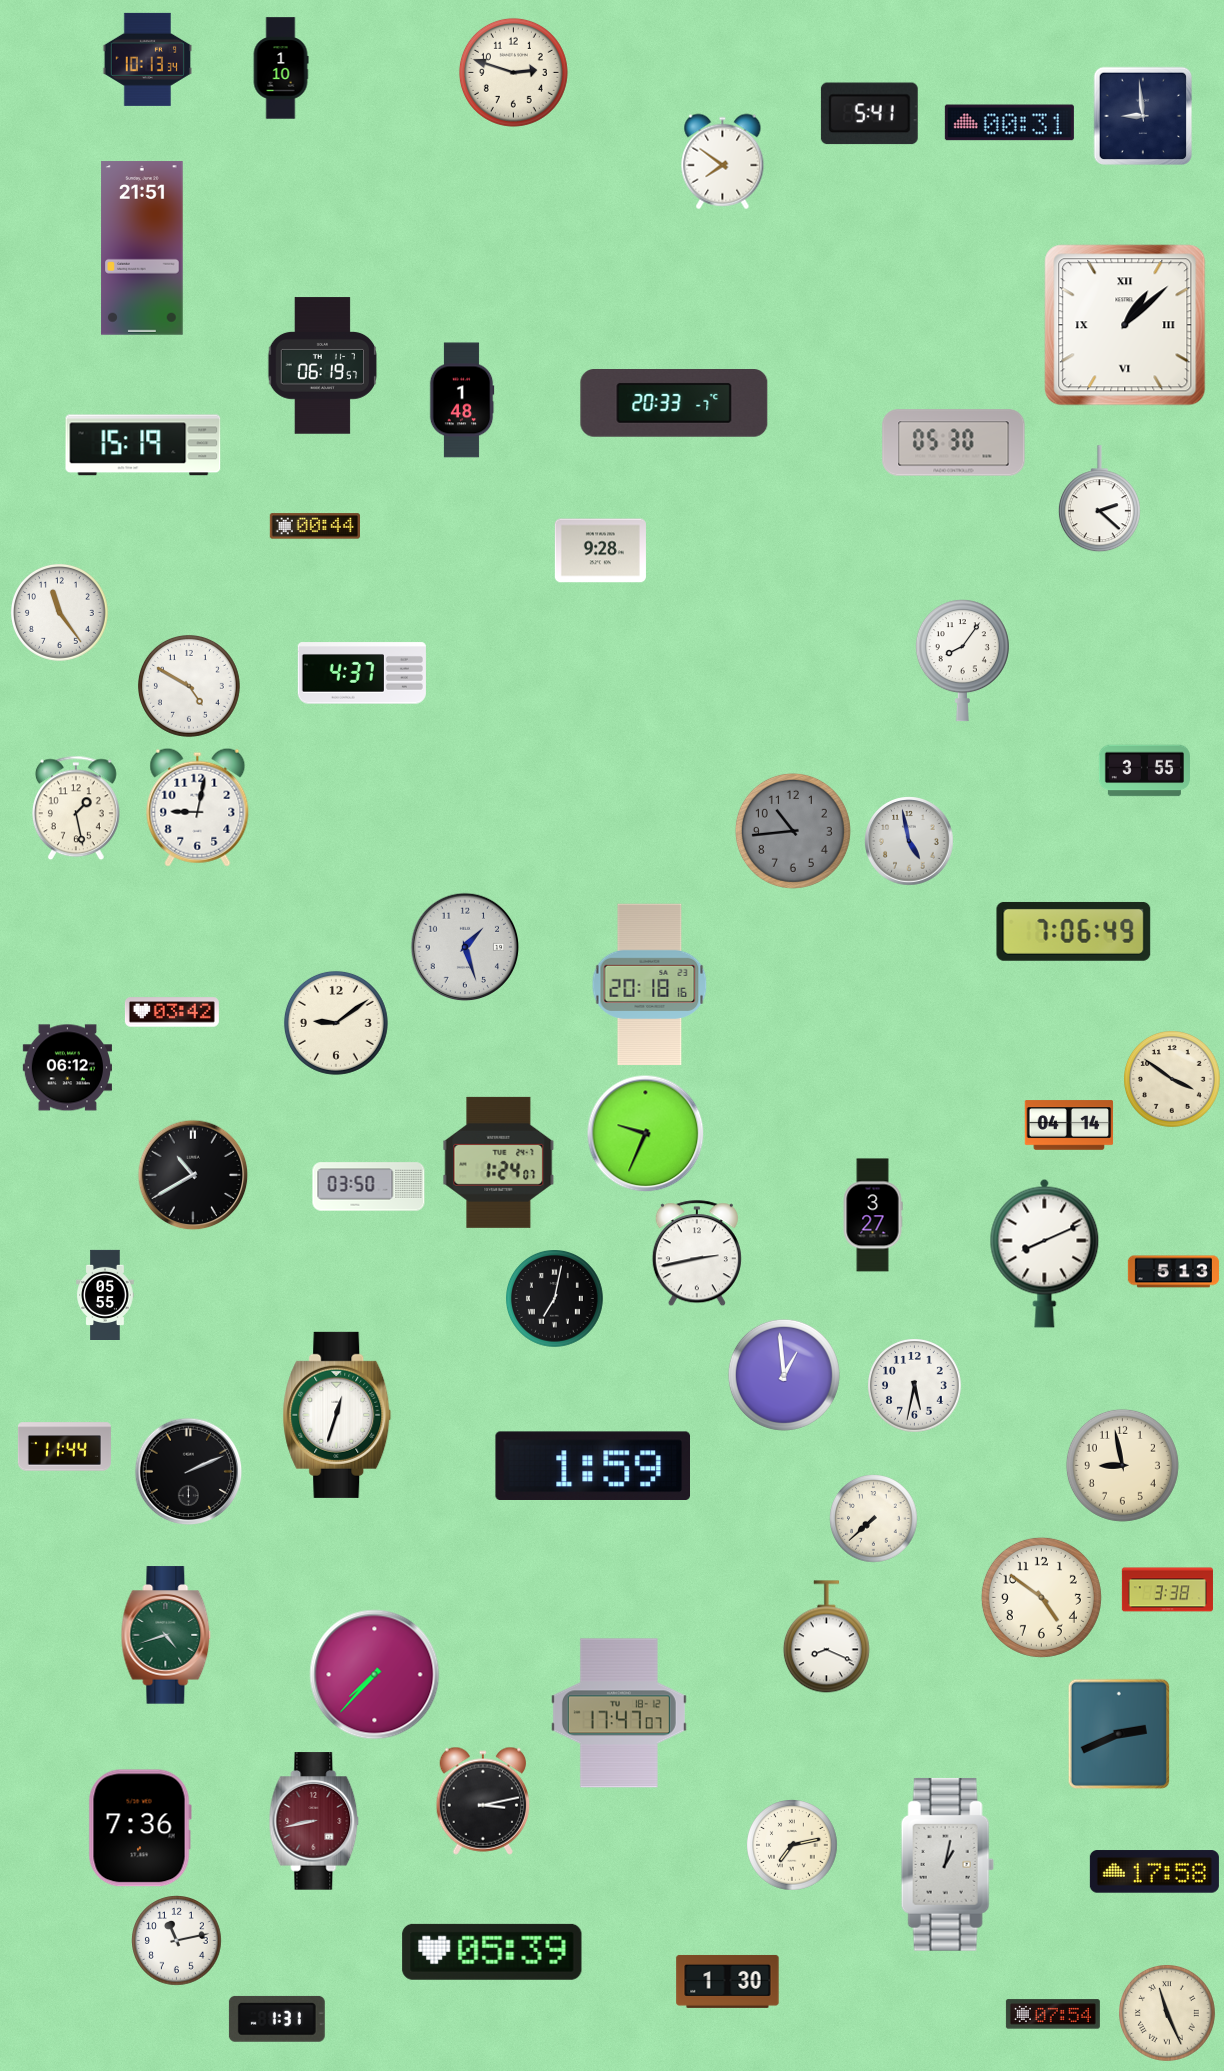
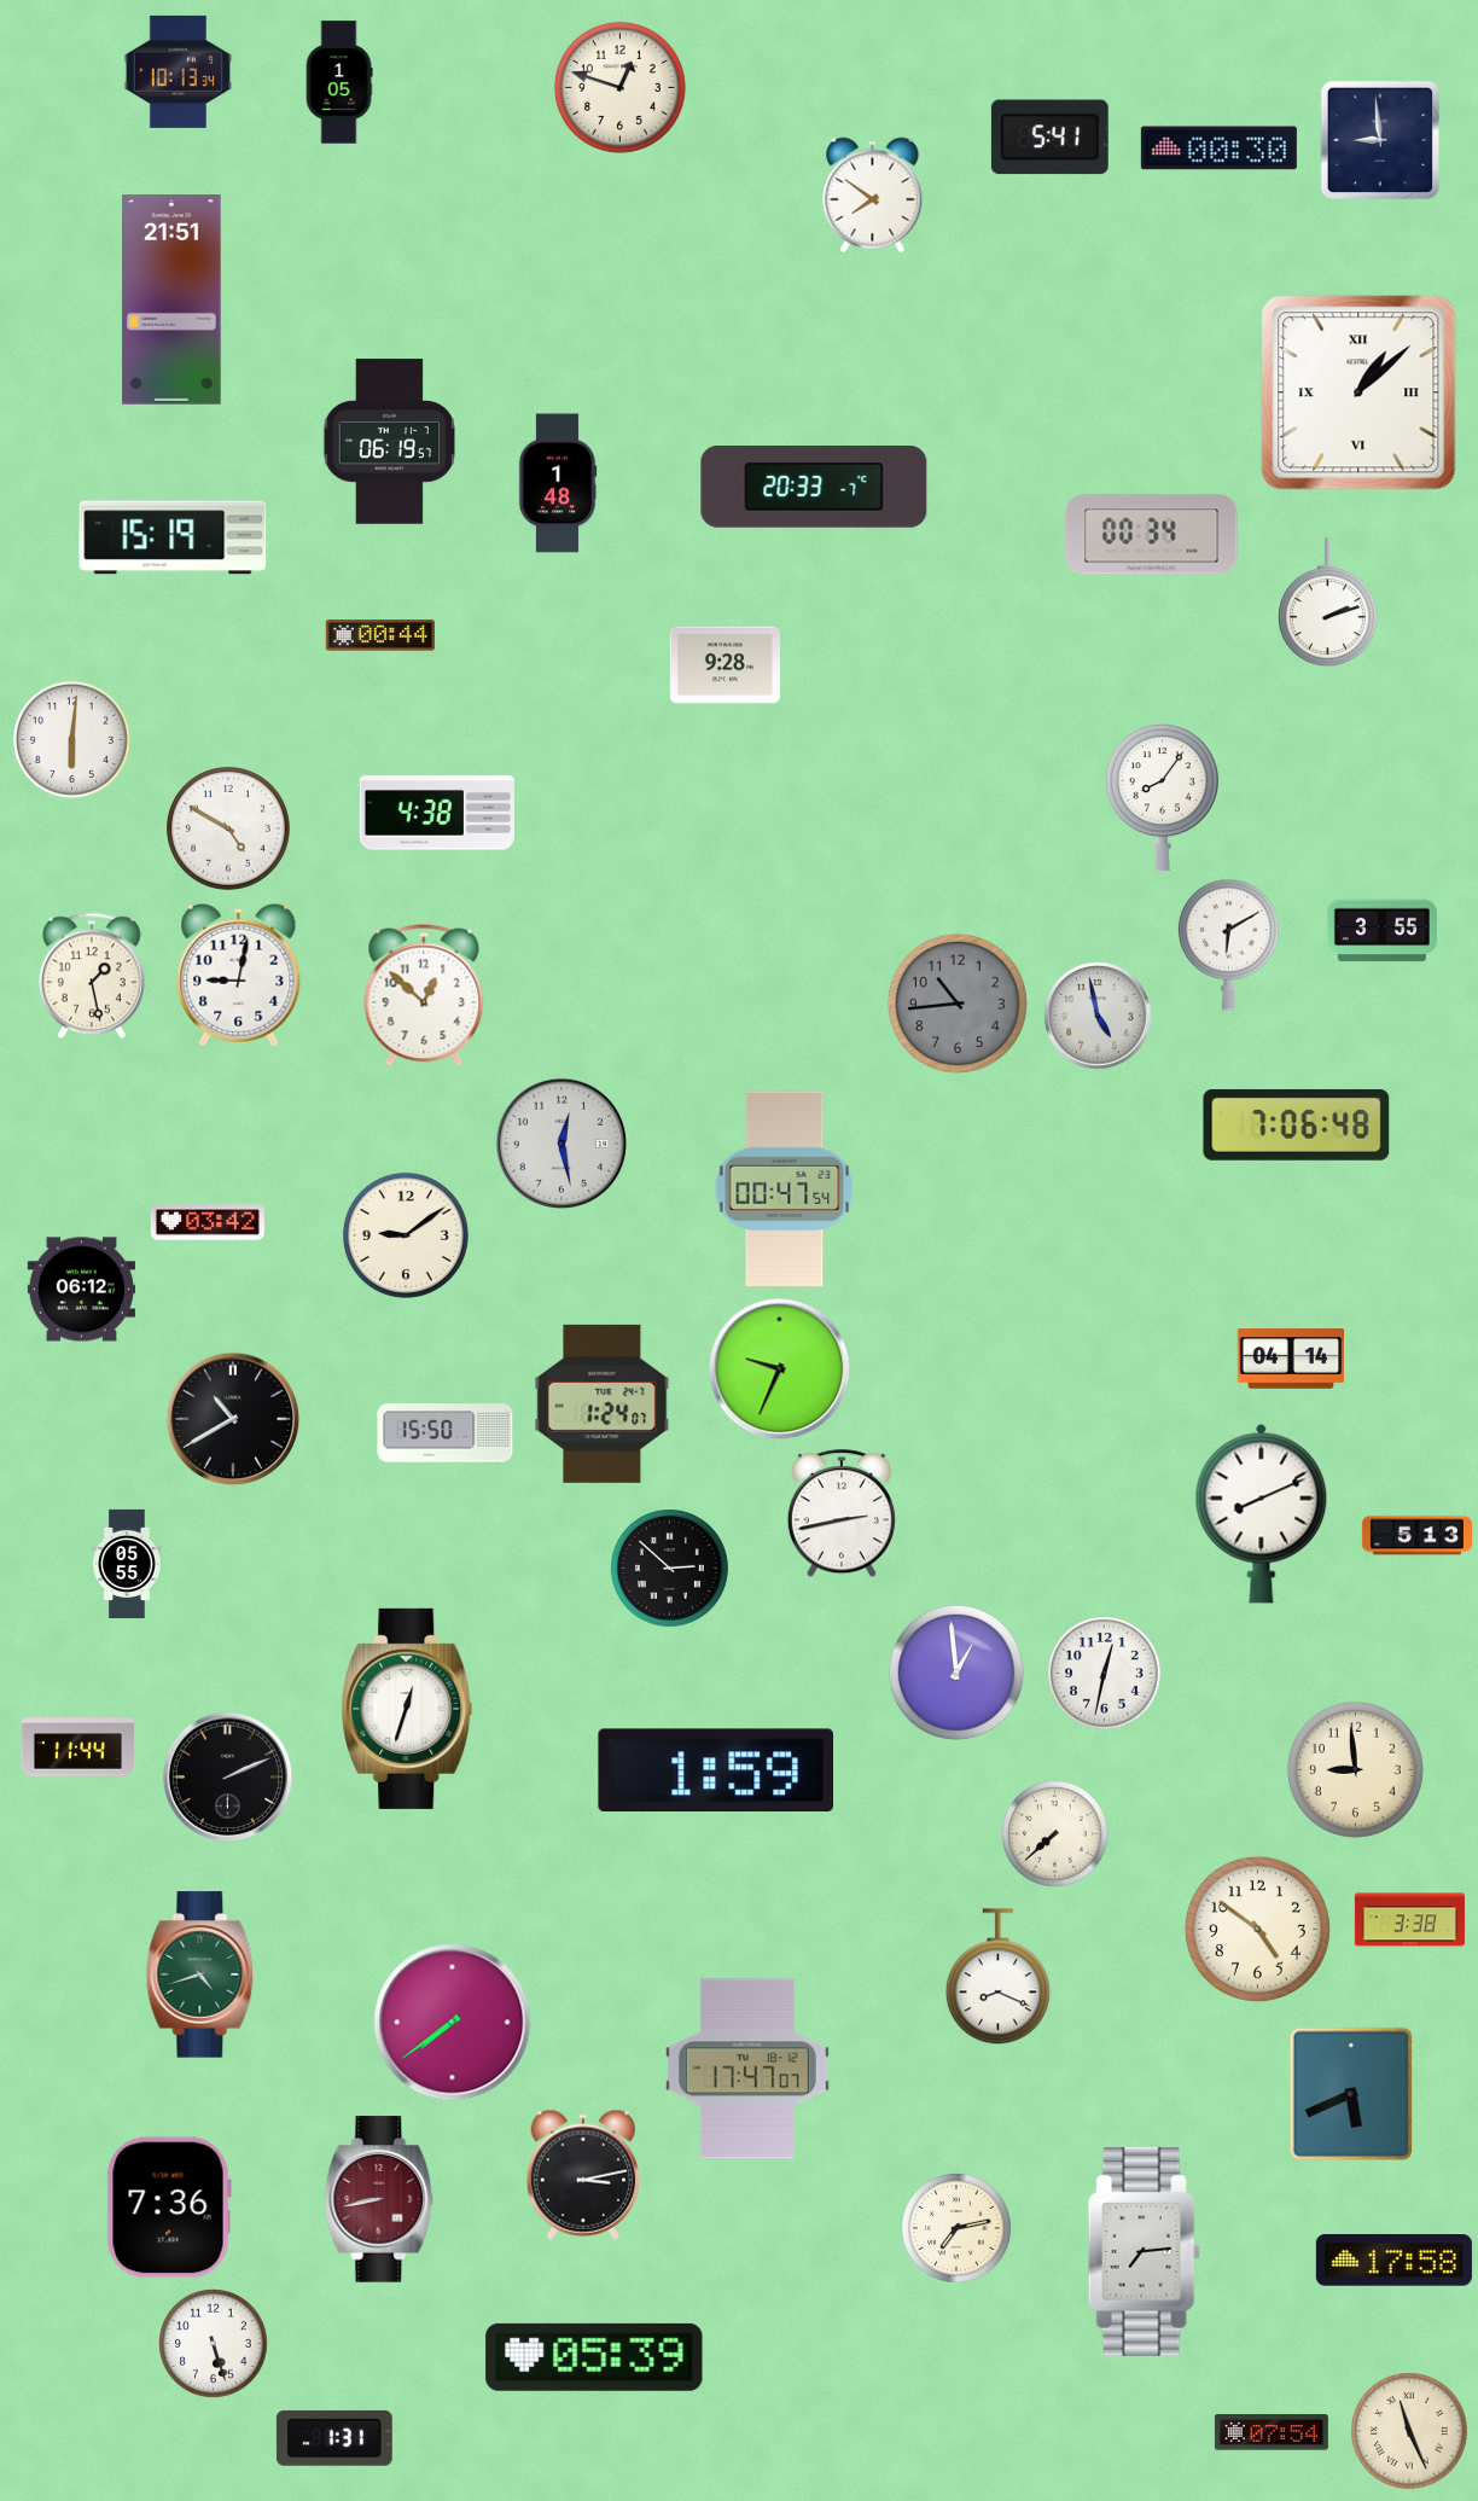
clock at (281, 68): 1:10 -> 1:05
clock at (513, 72): 2:48 -> 12:48
clock at (1009, 123): 00:31 -> 00:30
clock at (954, 443): 05:30 -> 00:34
clock at (1099, 499): 2:22 -> 2:12
clock at (60, 613): 11:24 -> 6:01
clock at (362, 673): 4:37 -> 4:38
clock at (1228, 944): none -> 6:10
clock at (424, 995): none -> 12:52
clock at (1074, 931): 7:06:49 -> 7:06:48
clock at (465, 947): 1:27 -> 12:28
clock at (650, 985): 20:18 -> 00:47
clock at (1173, 1080): 3:51 -> none
clock at (369, 1187): 03:50 -> 15:50
clock at (873, 1215): 3:27 -> none
clock at (555, 1299): 7:02 -> 2:52
clock at (784, 1375) position: (784, 1375) -> (956, 1673)
clock at (915, 1386): 5:32 -> 12:32
clock at (1122, 1465): 8:58 -> 8:59
clock at (375, 1675): 7:37 -> 7:39
clock at (1119, 1733): 2:41 -> 5:41
clock at (947, 1864): 1:02 -> 7:14
clock at (177, 1941): 11:13 -> 5:27
clock at (728, 1981): 1:30 -> none
